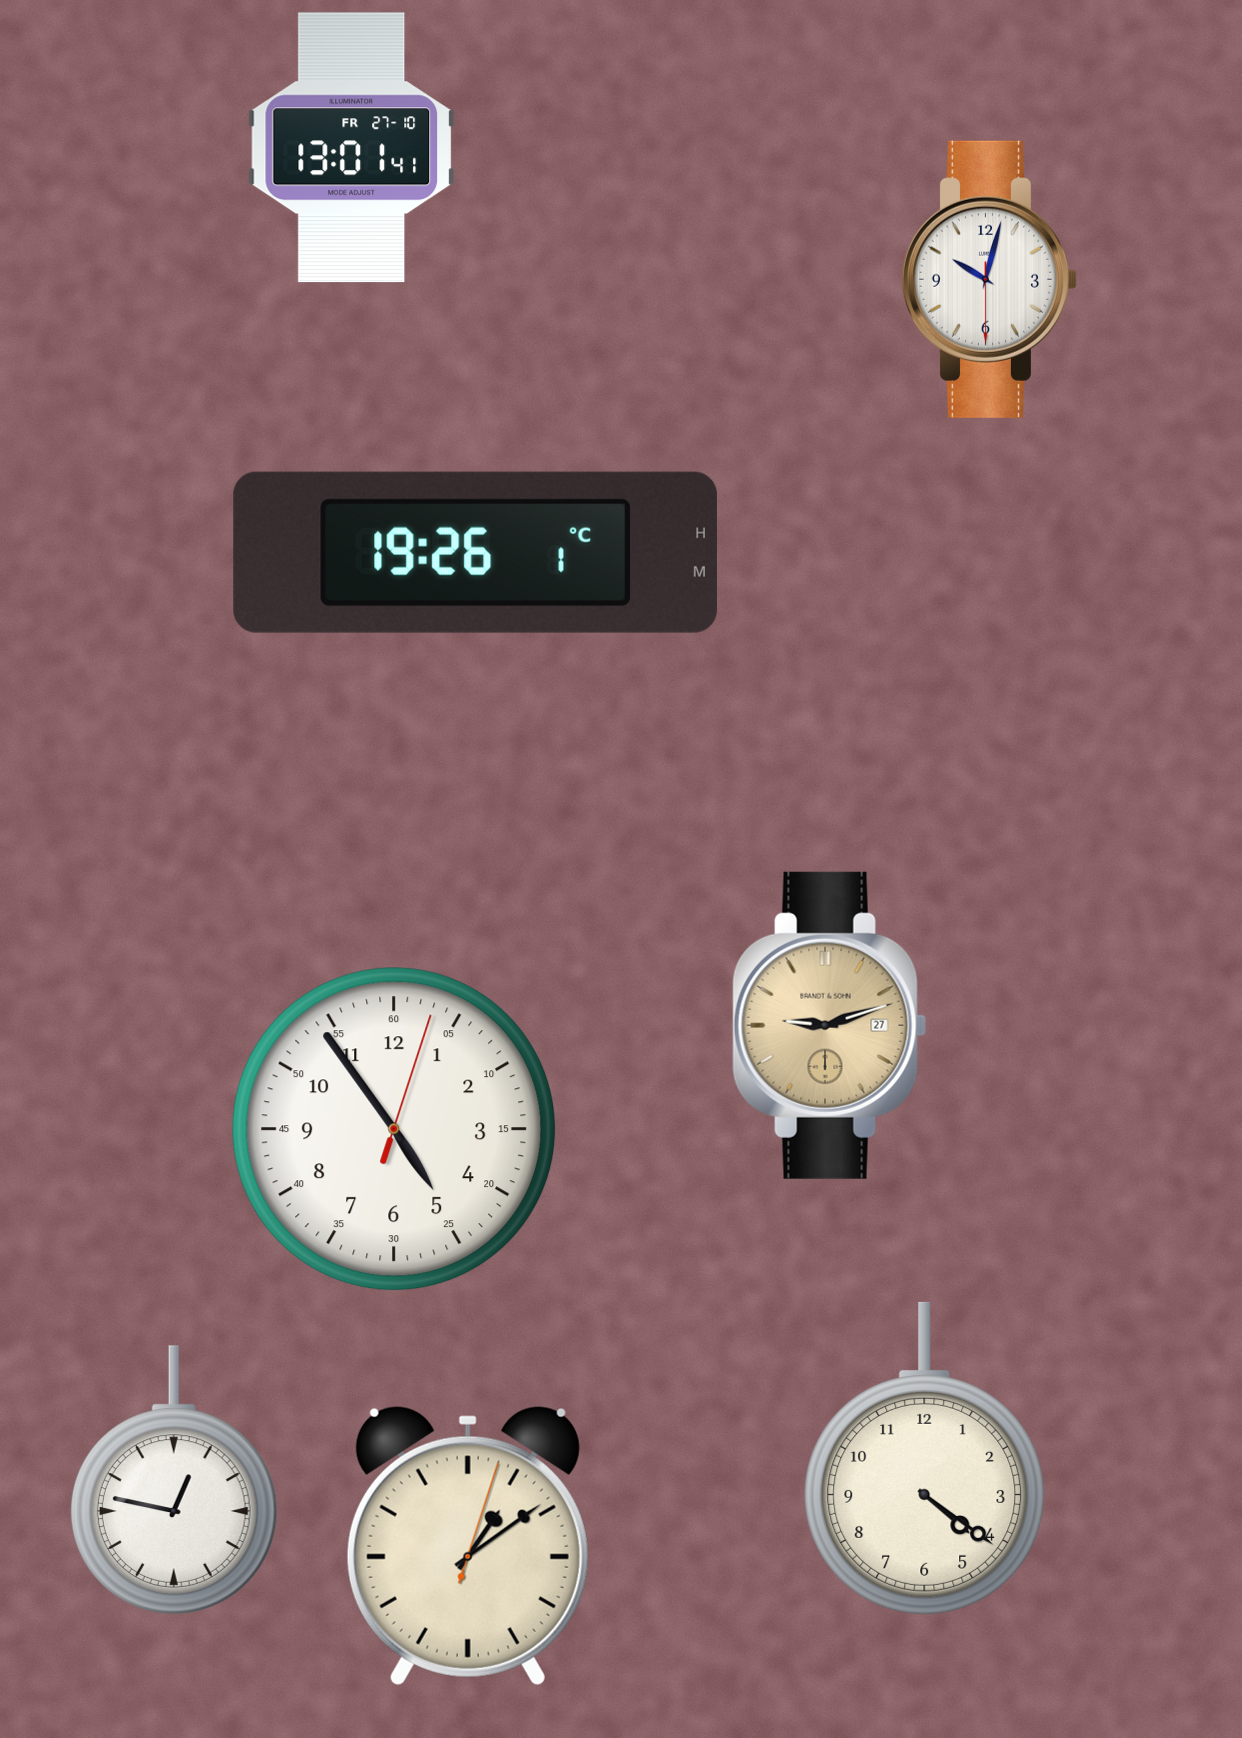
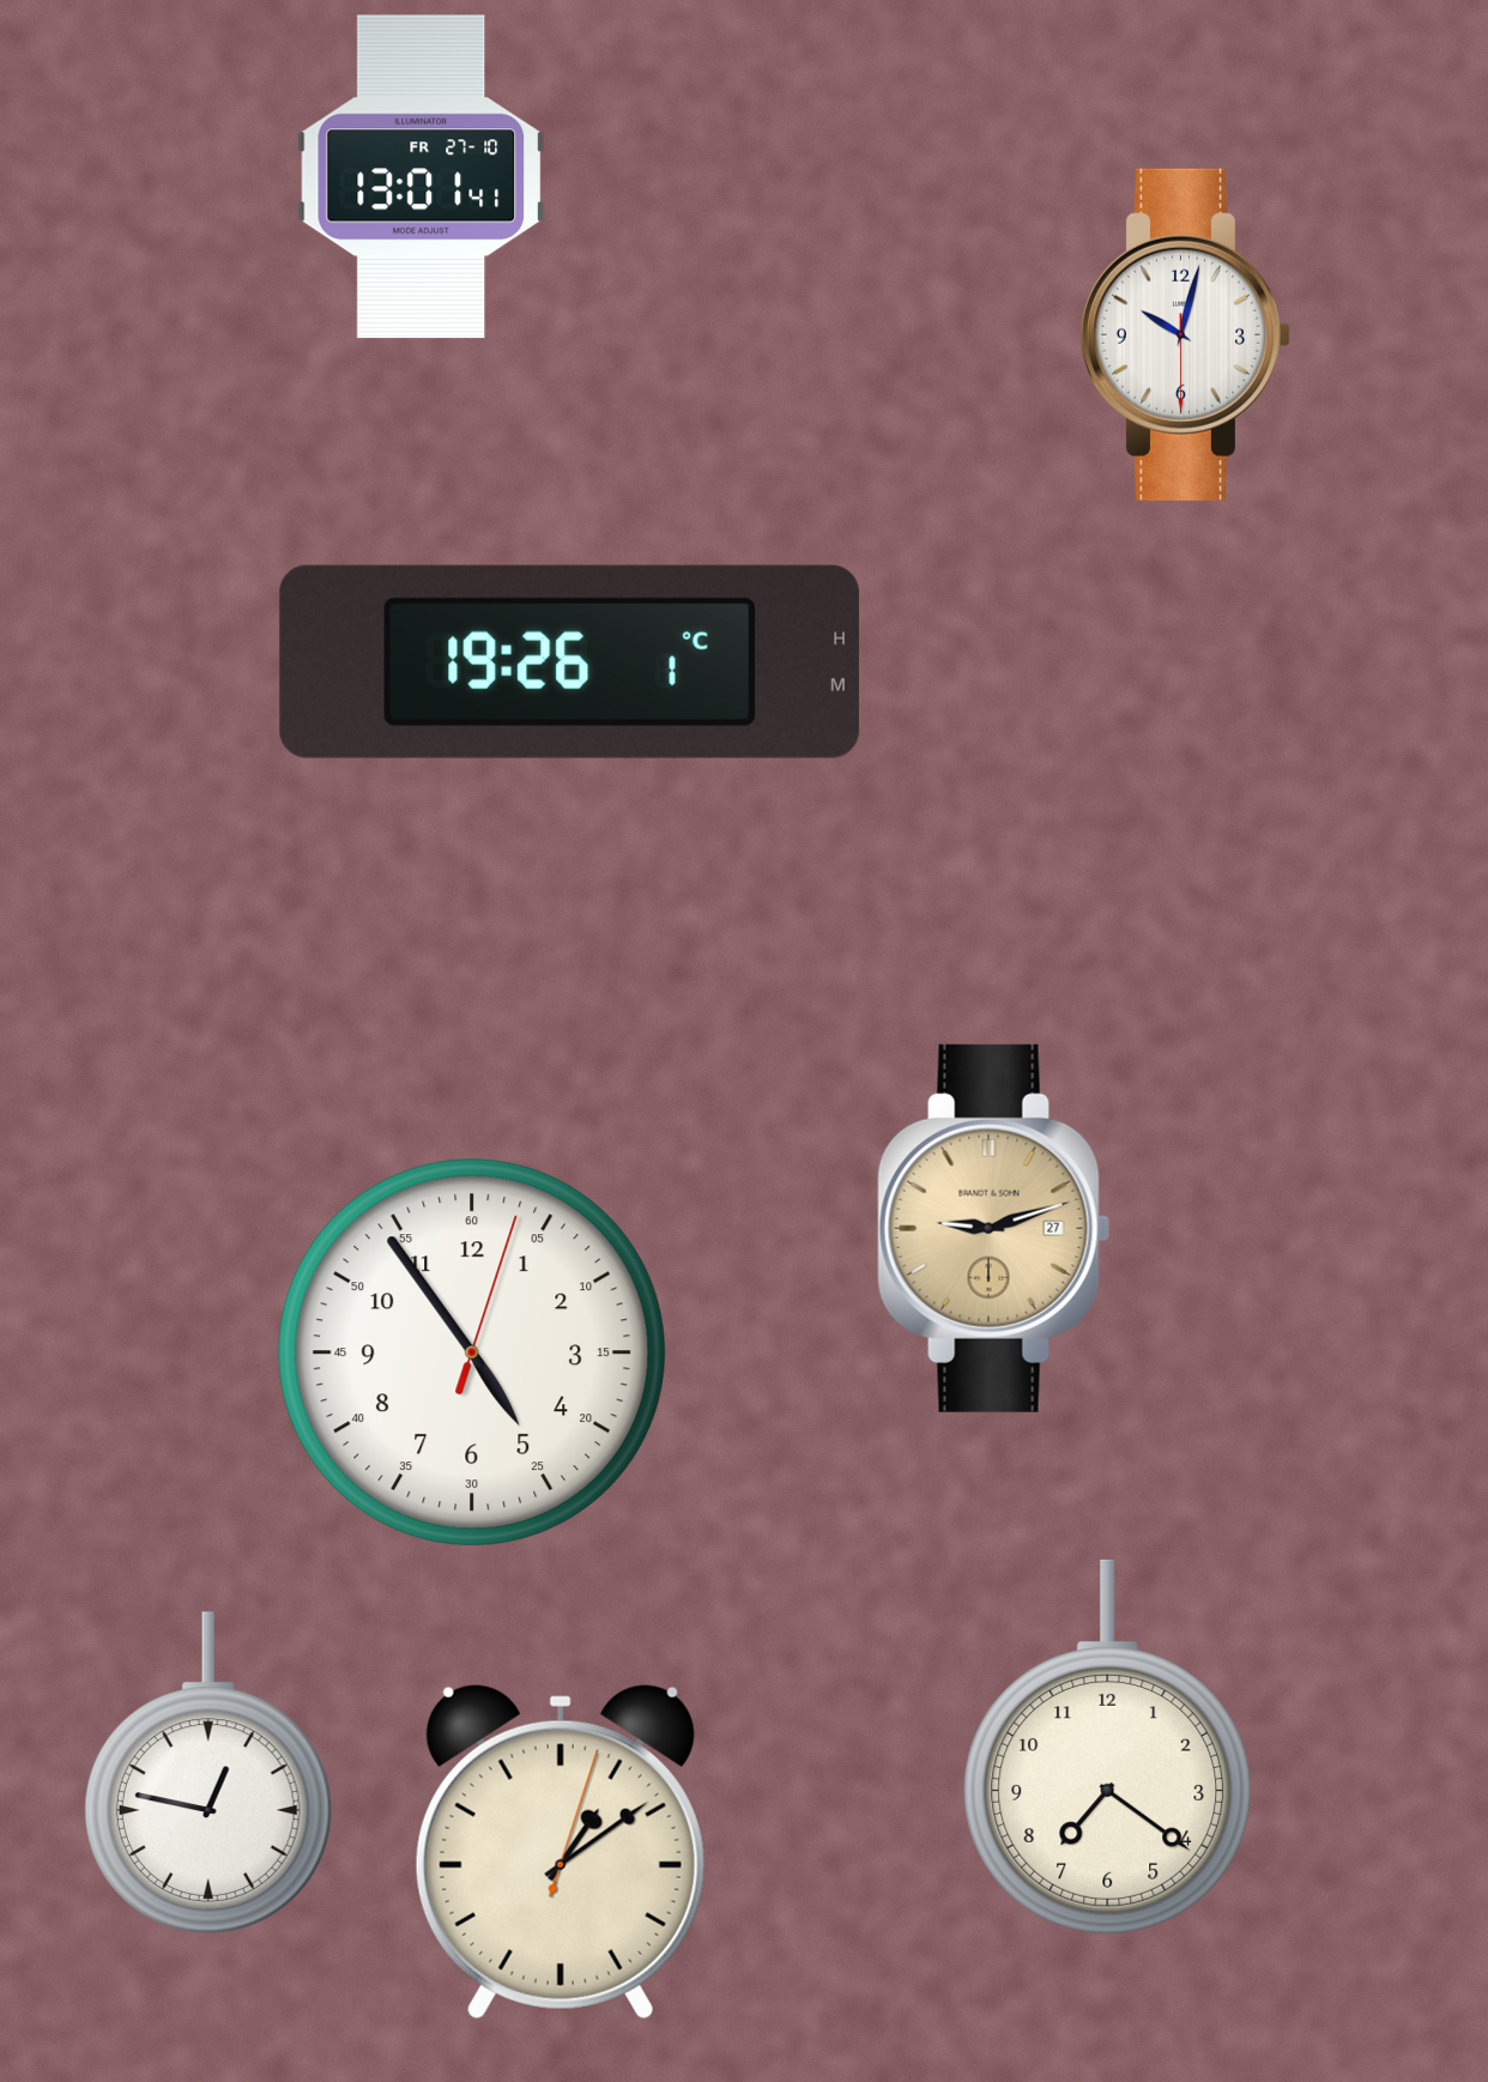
clock at (925, 1458): 4:21 -> 7:21
